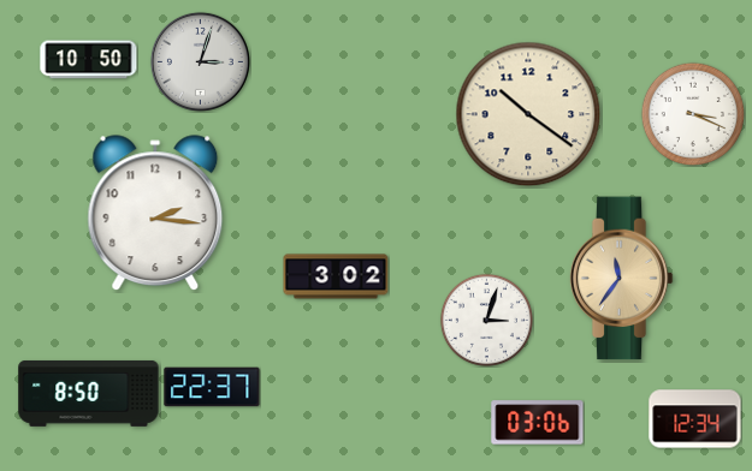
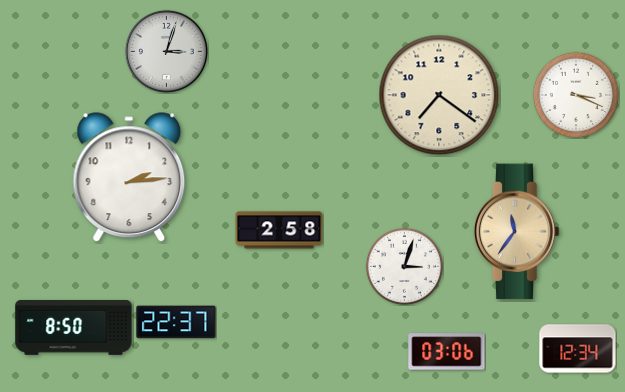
clock at (89, 60): 10:50 -> none
clock at (528, 114): 10:21 -> 7:21
clock at (155, 214): 2:16 -> 2:14
clock at (336, 276): 3:02 -> 2:58
